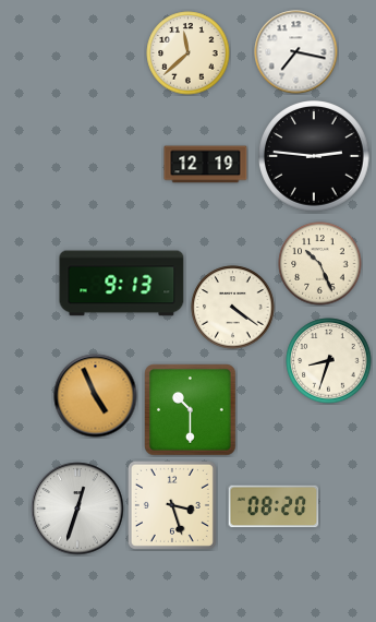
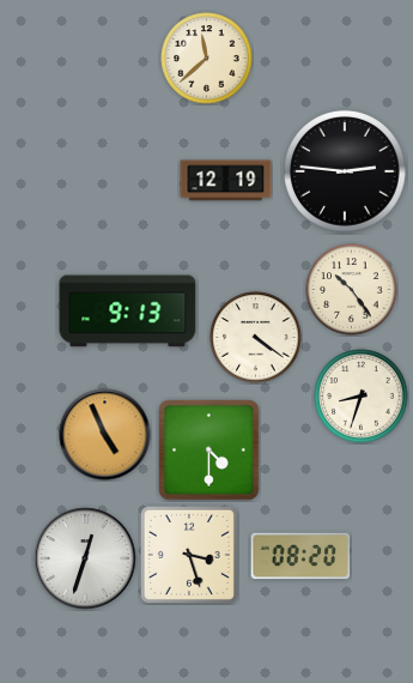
clock at (296, 52): 7:17 -> none
clock at (320, 264): 10:26 -> 10:24
clock at (122, 284) position: (122, 284) -> (128, 312)
clock at (191, 410): 10:30 -> 4:30
